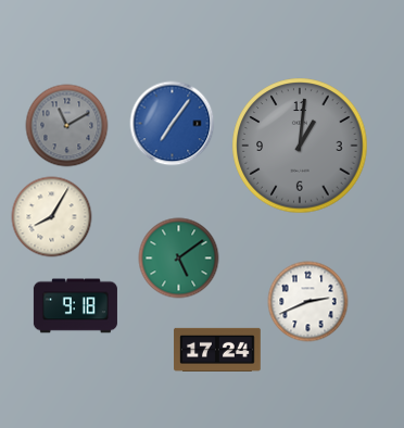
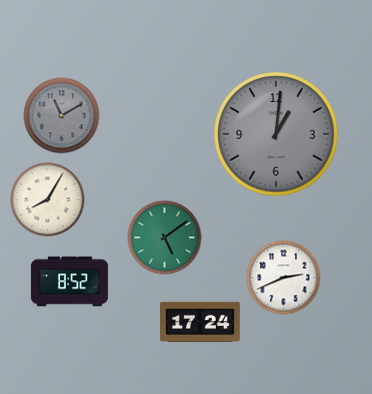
clock at (173, 124): 7:06 -> none
clock at (75, 306): 9:18 -> 8:52
